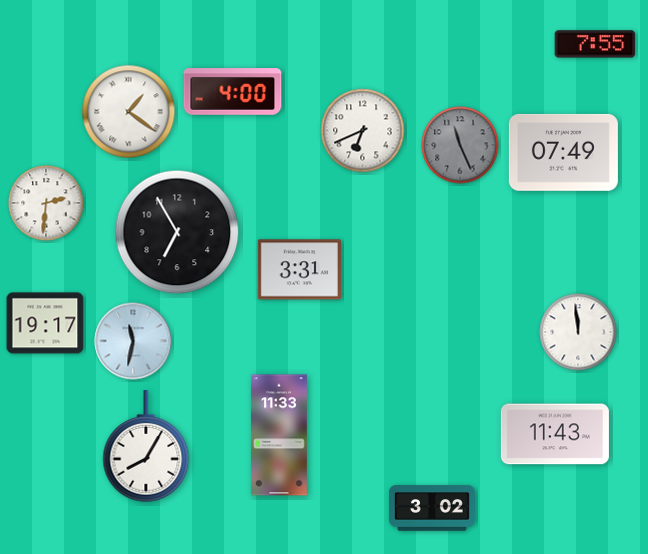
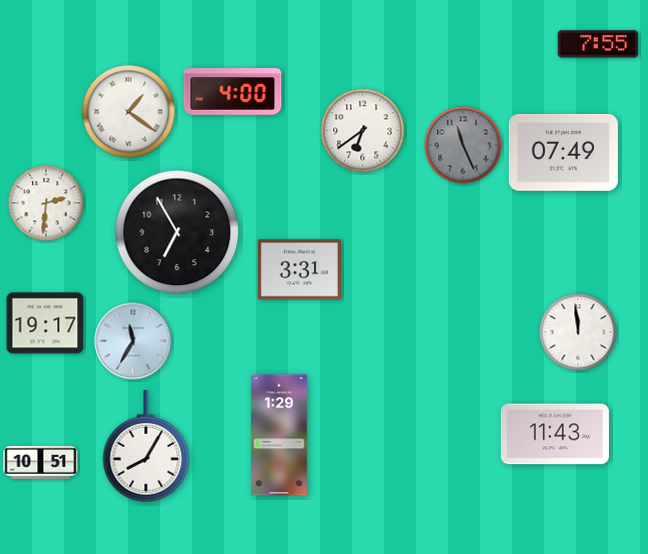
clock at (595, 44) position: (595, 44) -> (598, 44)
clock at (363, 131): 6:41 -> 6:39
clock at (460, 145) position: (460, 145) -> (463, 145)
clock at (133, 341): 11:32 -> 11:35
clock at (279, 435): 11:33 -> 1:29
clock at (41, 462): none -> 10:51
clock at (432, 508): 3:02 -> none
